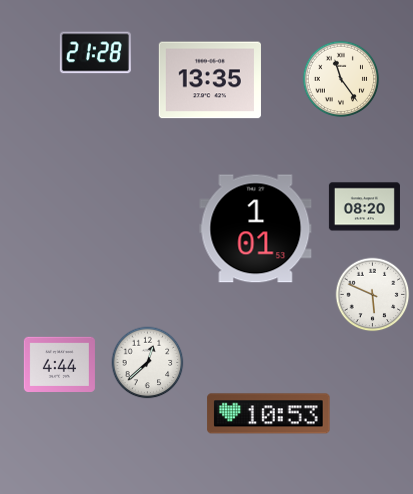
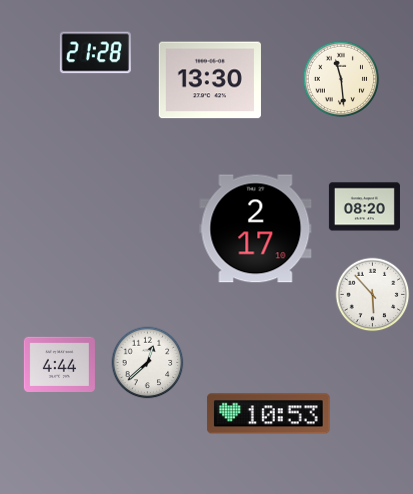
clock at (341, 79): 11:24 -> 11:29
clock at (210, 80): 13:35 -> 13:30
clock at (256, 229): 1:01 -> 2:17
clock at (373, 295): 5:49 -> 5:53
